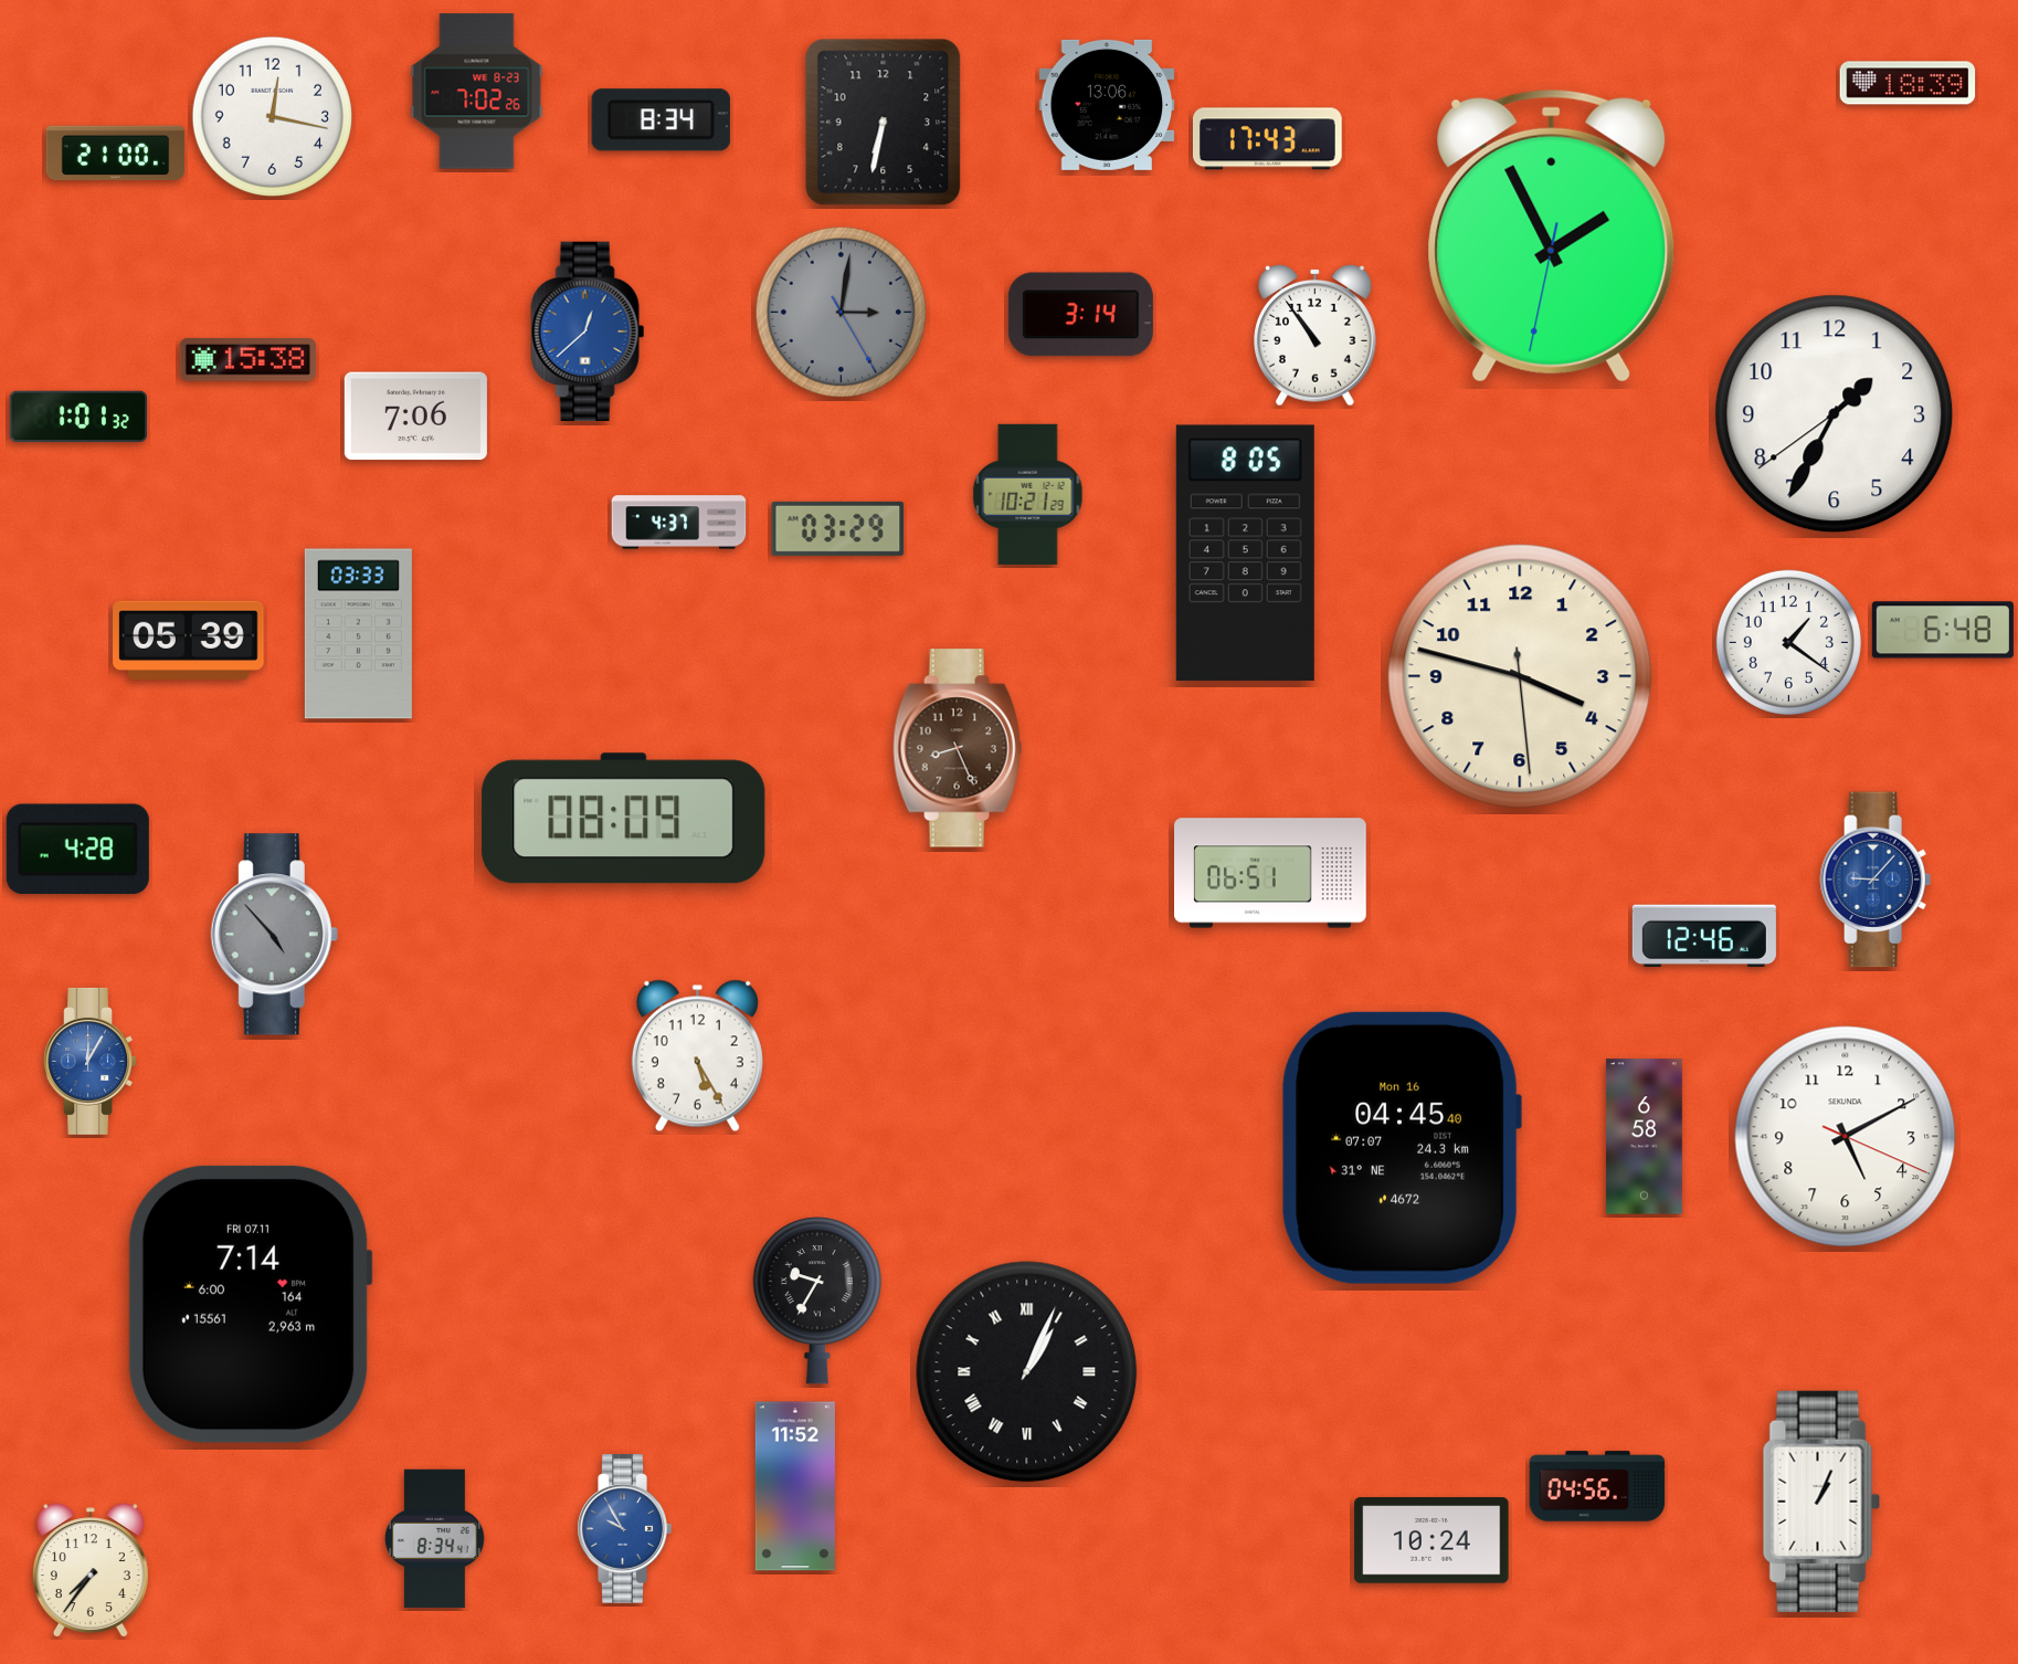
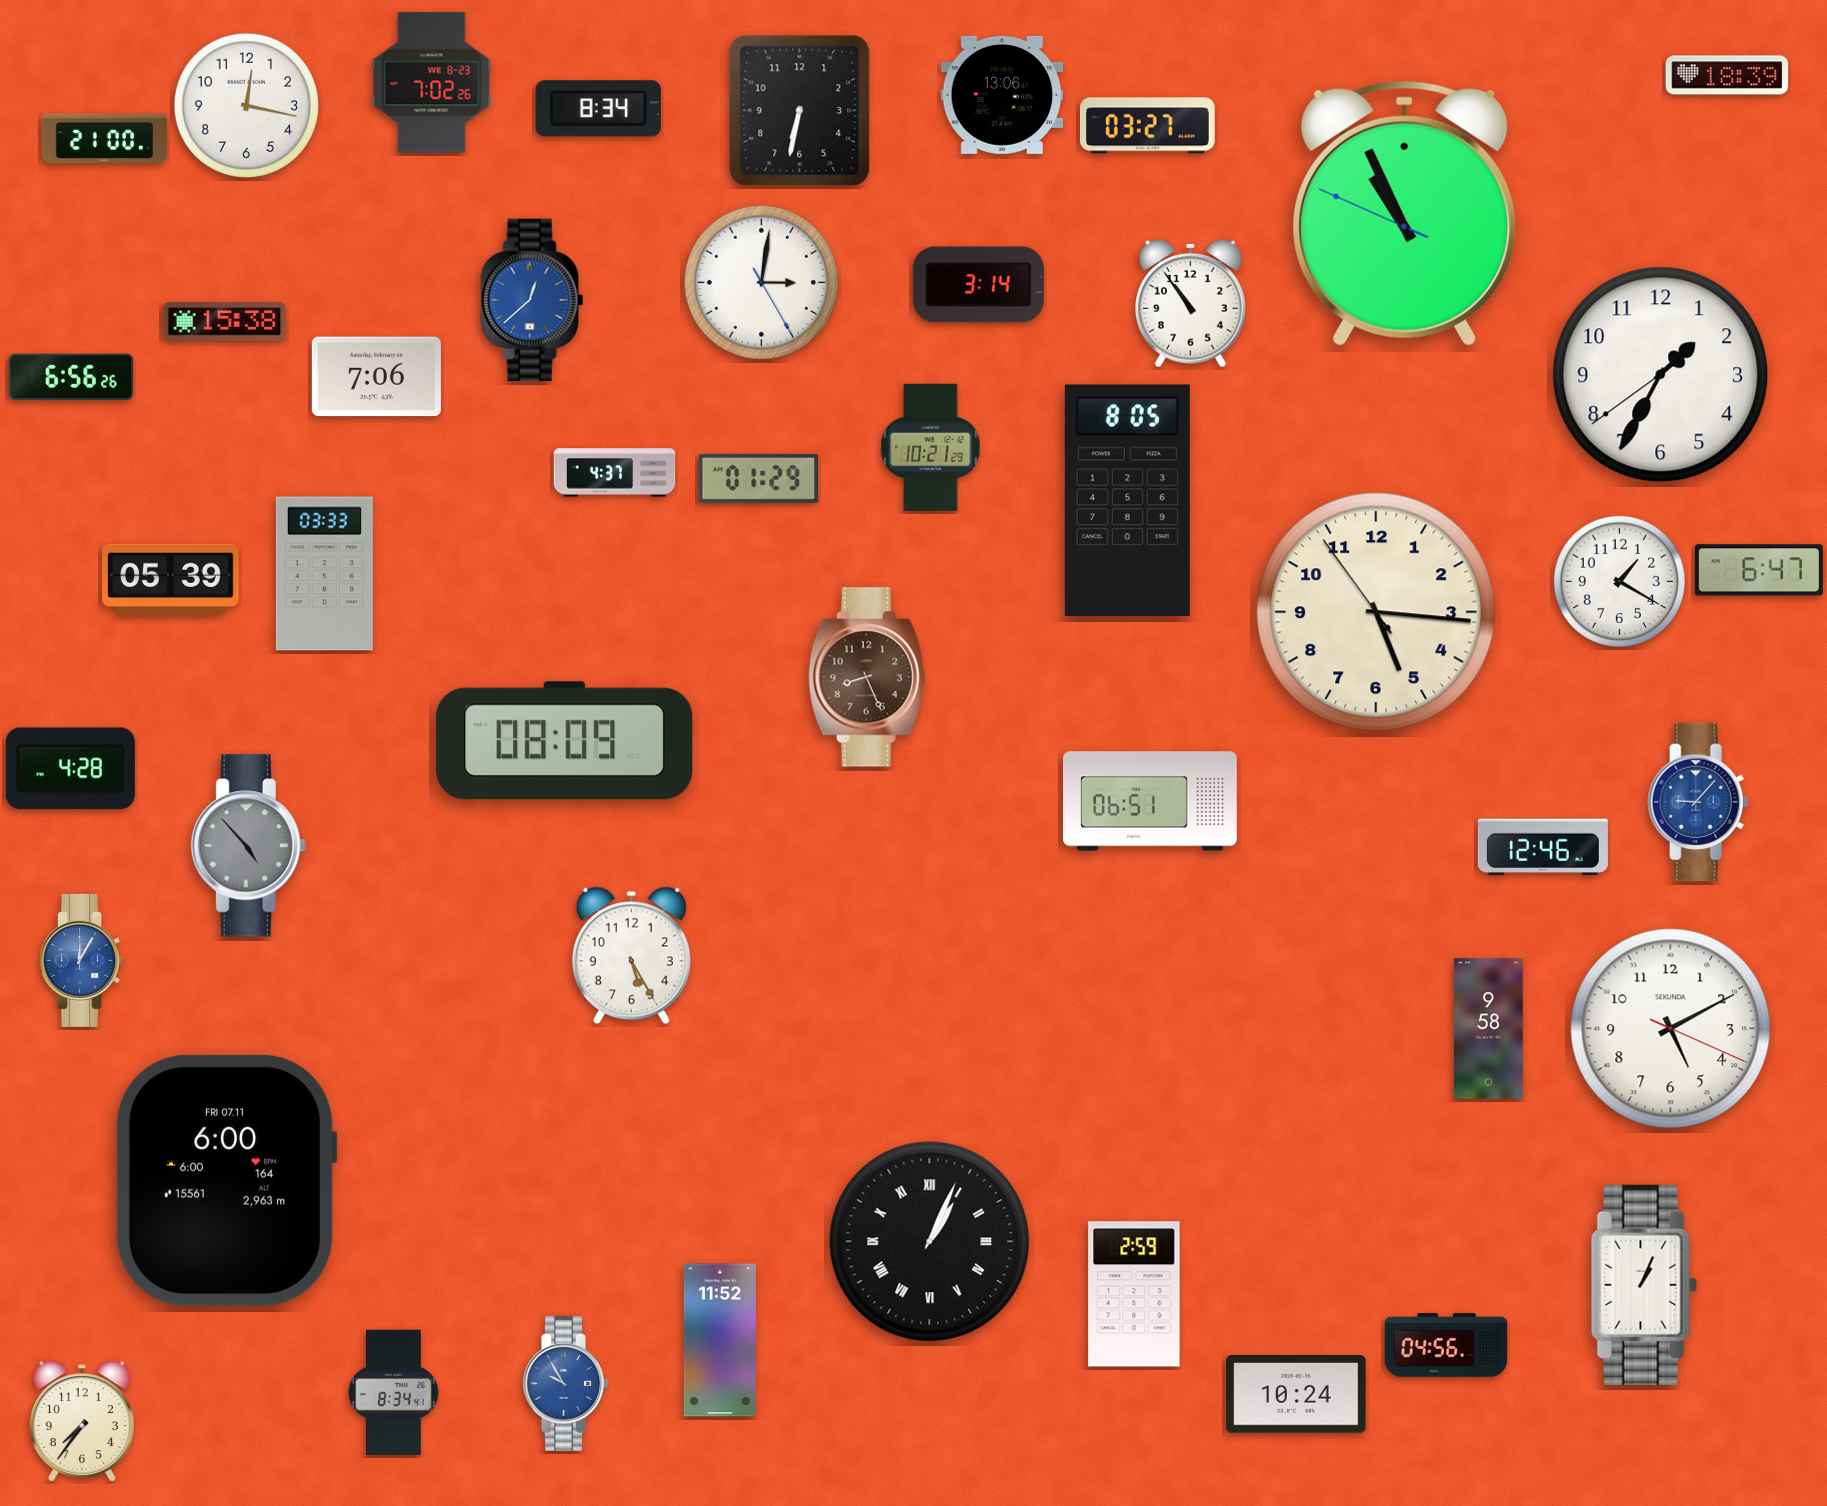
clock at (1267, 139): 17:43 -> 03:27
clock at (1552, 235): 1:55 -> 10:55
clock at (841, 312) dial: grey -> white
clock at (249, 360) position: (249, 360) -> (225, 322)
clock at (78, 417): 1:01 -> 6:56
clock at (838, 528): 03:29 -> 01:29
clock at (1943, 630): 6:48 -> 6:47
clock at (1788, 642): 1:21 -> 1:20
clock at (1520, 676): 3:47 -> 5:15
clock at (1270, 873) position: (1270, 873) -> (1150, 801)
clock at (1876, 880) position: (1876, 880) -> (1698, 802)
clock at (1644, 1137): 6:58 -> 9:58
clock at (1402, 1148): 04:45 -> none
clock at (817, 1300): 9:35 -> none
clock at (250, 1304): 7:14 -> 6:00
clock at (1134, 1294): none -> 2:59
clock at (795, 1486) position: (795, 1486) -> (720, 1340)
clock at (1821, 1502) position: (1821, 1502) -> (1644, 1285)
